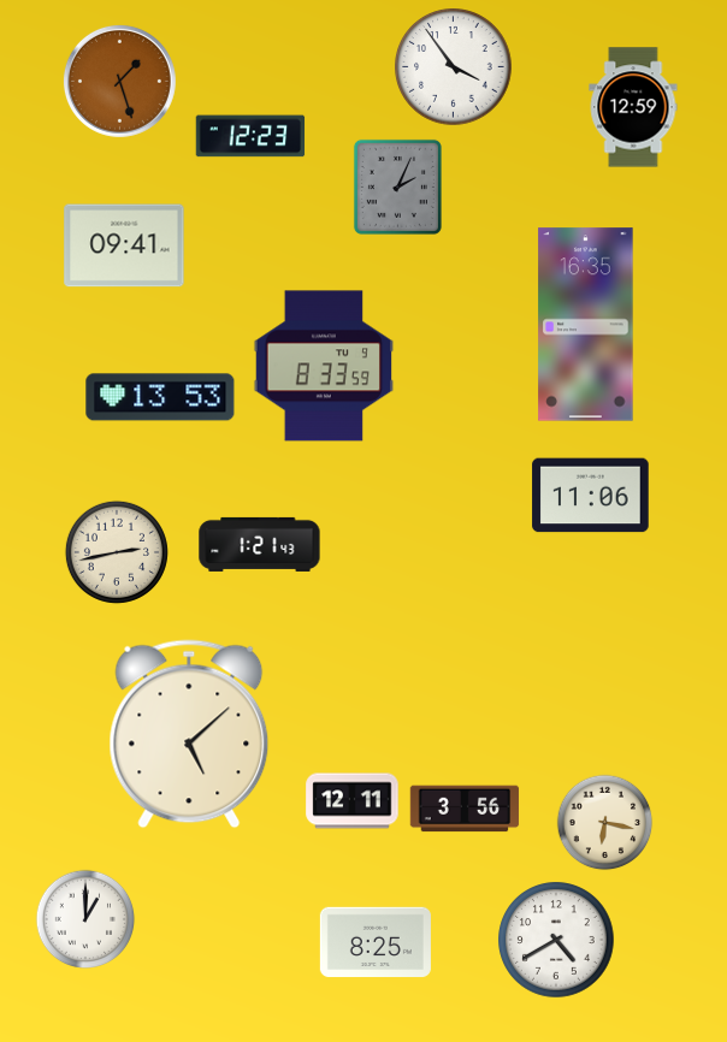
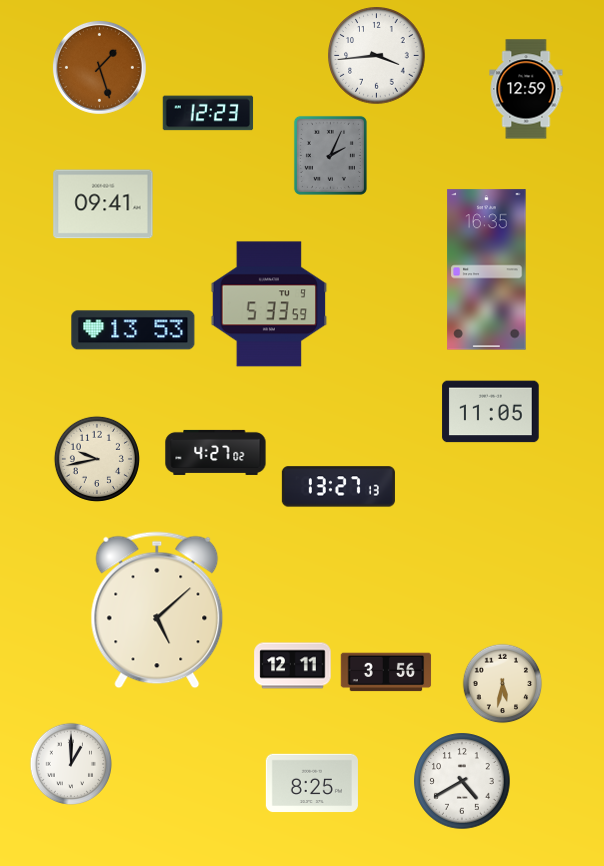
clock at (454, 67): 3:54 -> 3:44
clock at (324, 366): 8:33 -> 5:33
clock at (591, 496): 11:06 -> 11:05
clock at (260, 544): 1:21 -> 4:27
clock at (117, 552): 2:43 -> 9:43
clock at (338, 487): none -> 13:27
clock at (605, 823): 6:17 -> 5:32
